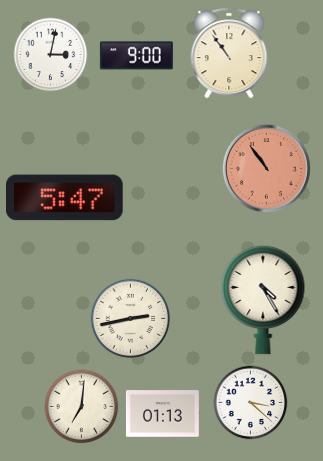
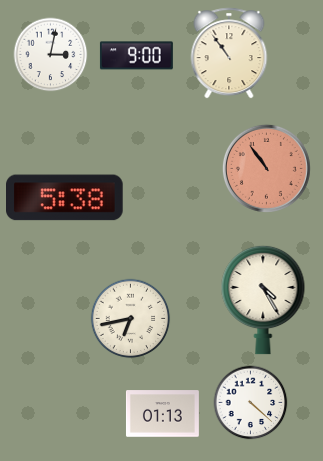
clock at (65, 198): 5:47 -> 5:38
clock at (131, 319): 2:43 -> 6:43
clock at (251, 403): 3:22 -> 4:22
clock at (82, 407): 7:01 -> none
